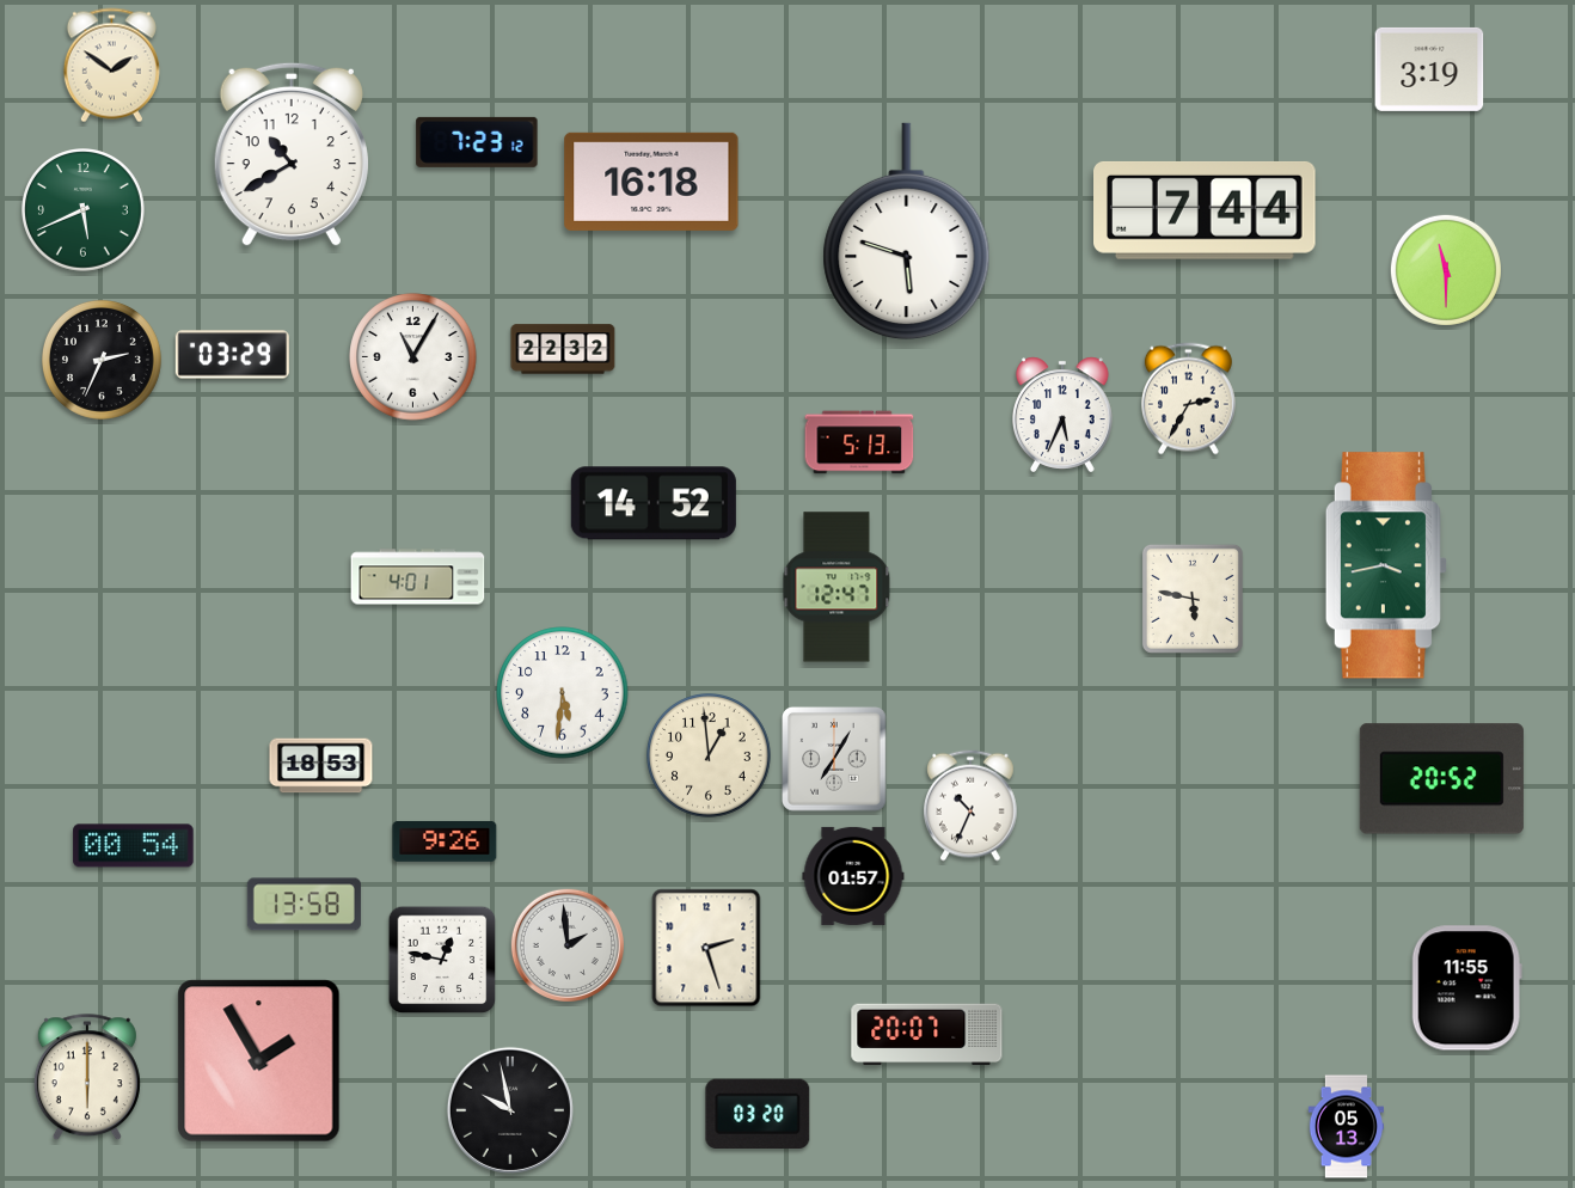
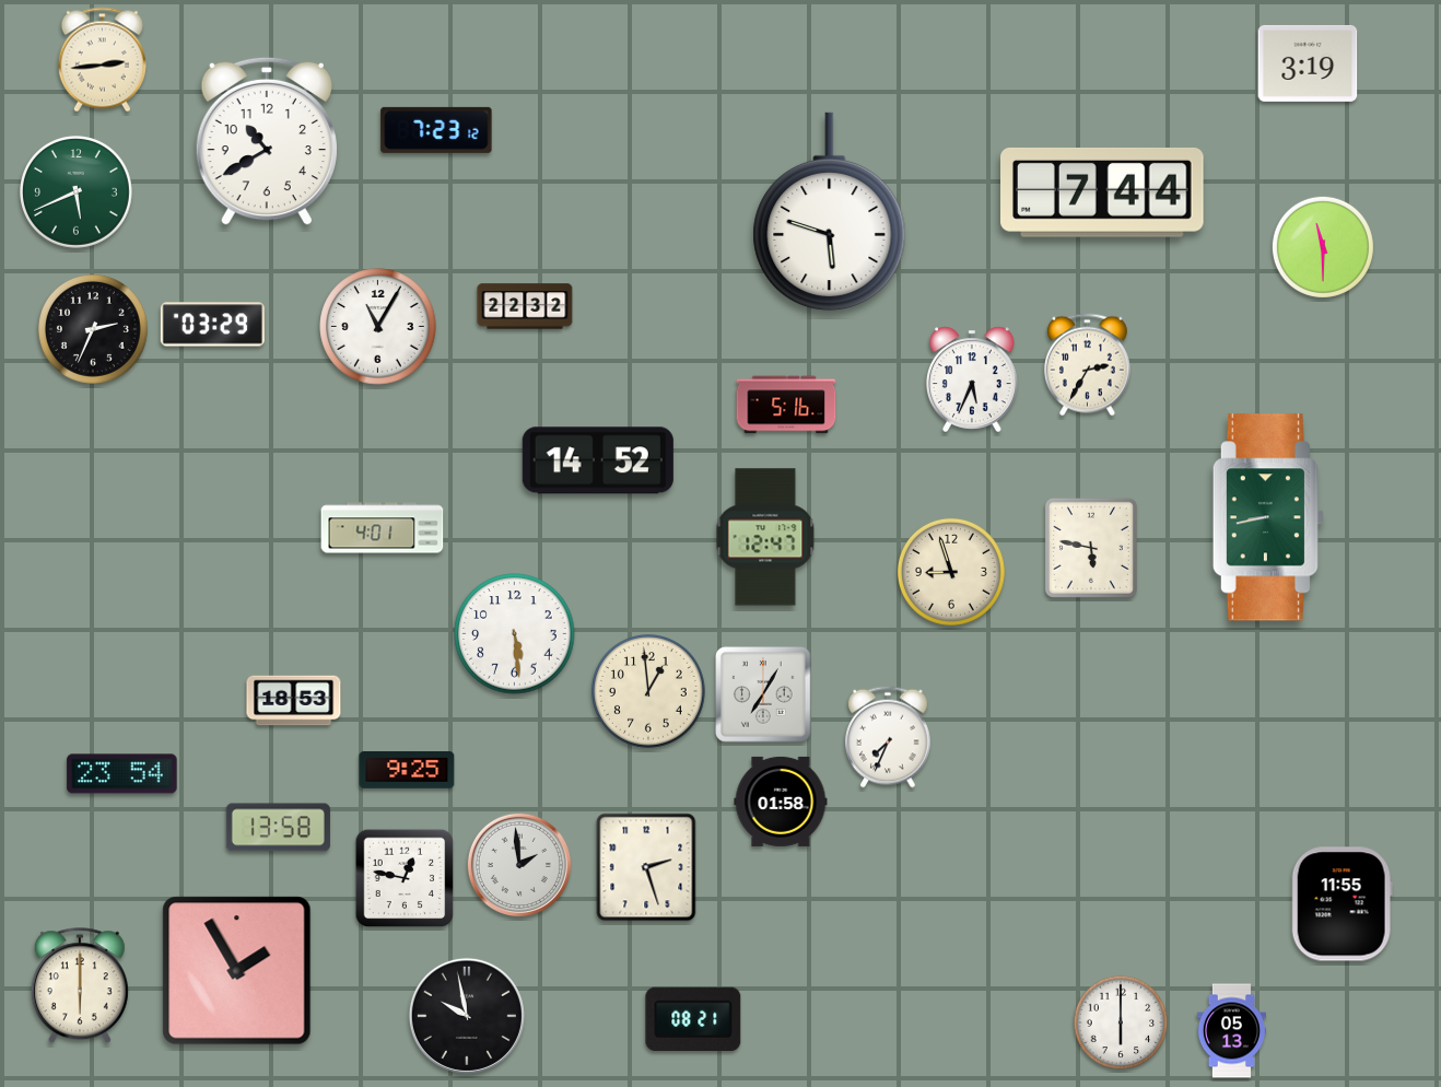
clock at (111, 66): 1:51 -> 2:44
clock at (651, 182): 16:18 -> none
clock at (563, 349) position: (563, 349) -> (525, 306)
clock at (859, 442): 5:13 -> 5:16
clock at (1385, 565): 3:43 -> 8:43
clock at (951, 572): none -> 8:57
clock at (563, 693): 5:31 -> 5:29
clock at (1441, 779): 20:52 -> none
clock at (972, 806): 10:34 -> 7:34
clock at (445, 841): 9:26 -> 9:25
clock at (134, 846): 00:54 -> 23:54
clock at (853, 876): 01:57 -> 01:58
clock at (927, 1035): 20:07 -> none
clock at (758, 1114): 03:20 -> 08:21
clock at (1121, 1022): none -> 6:00
